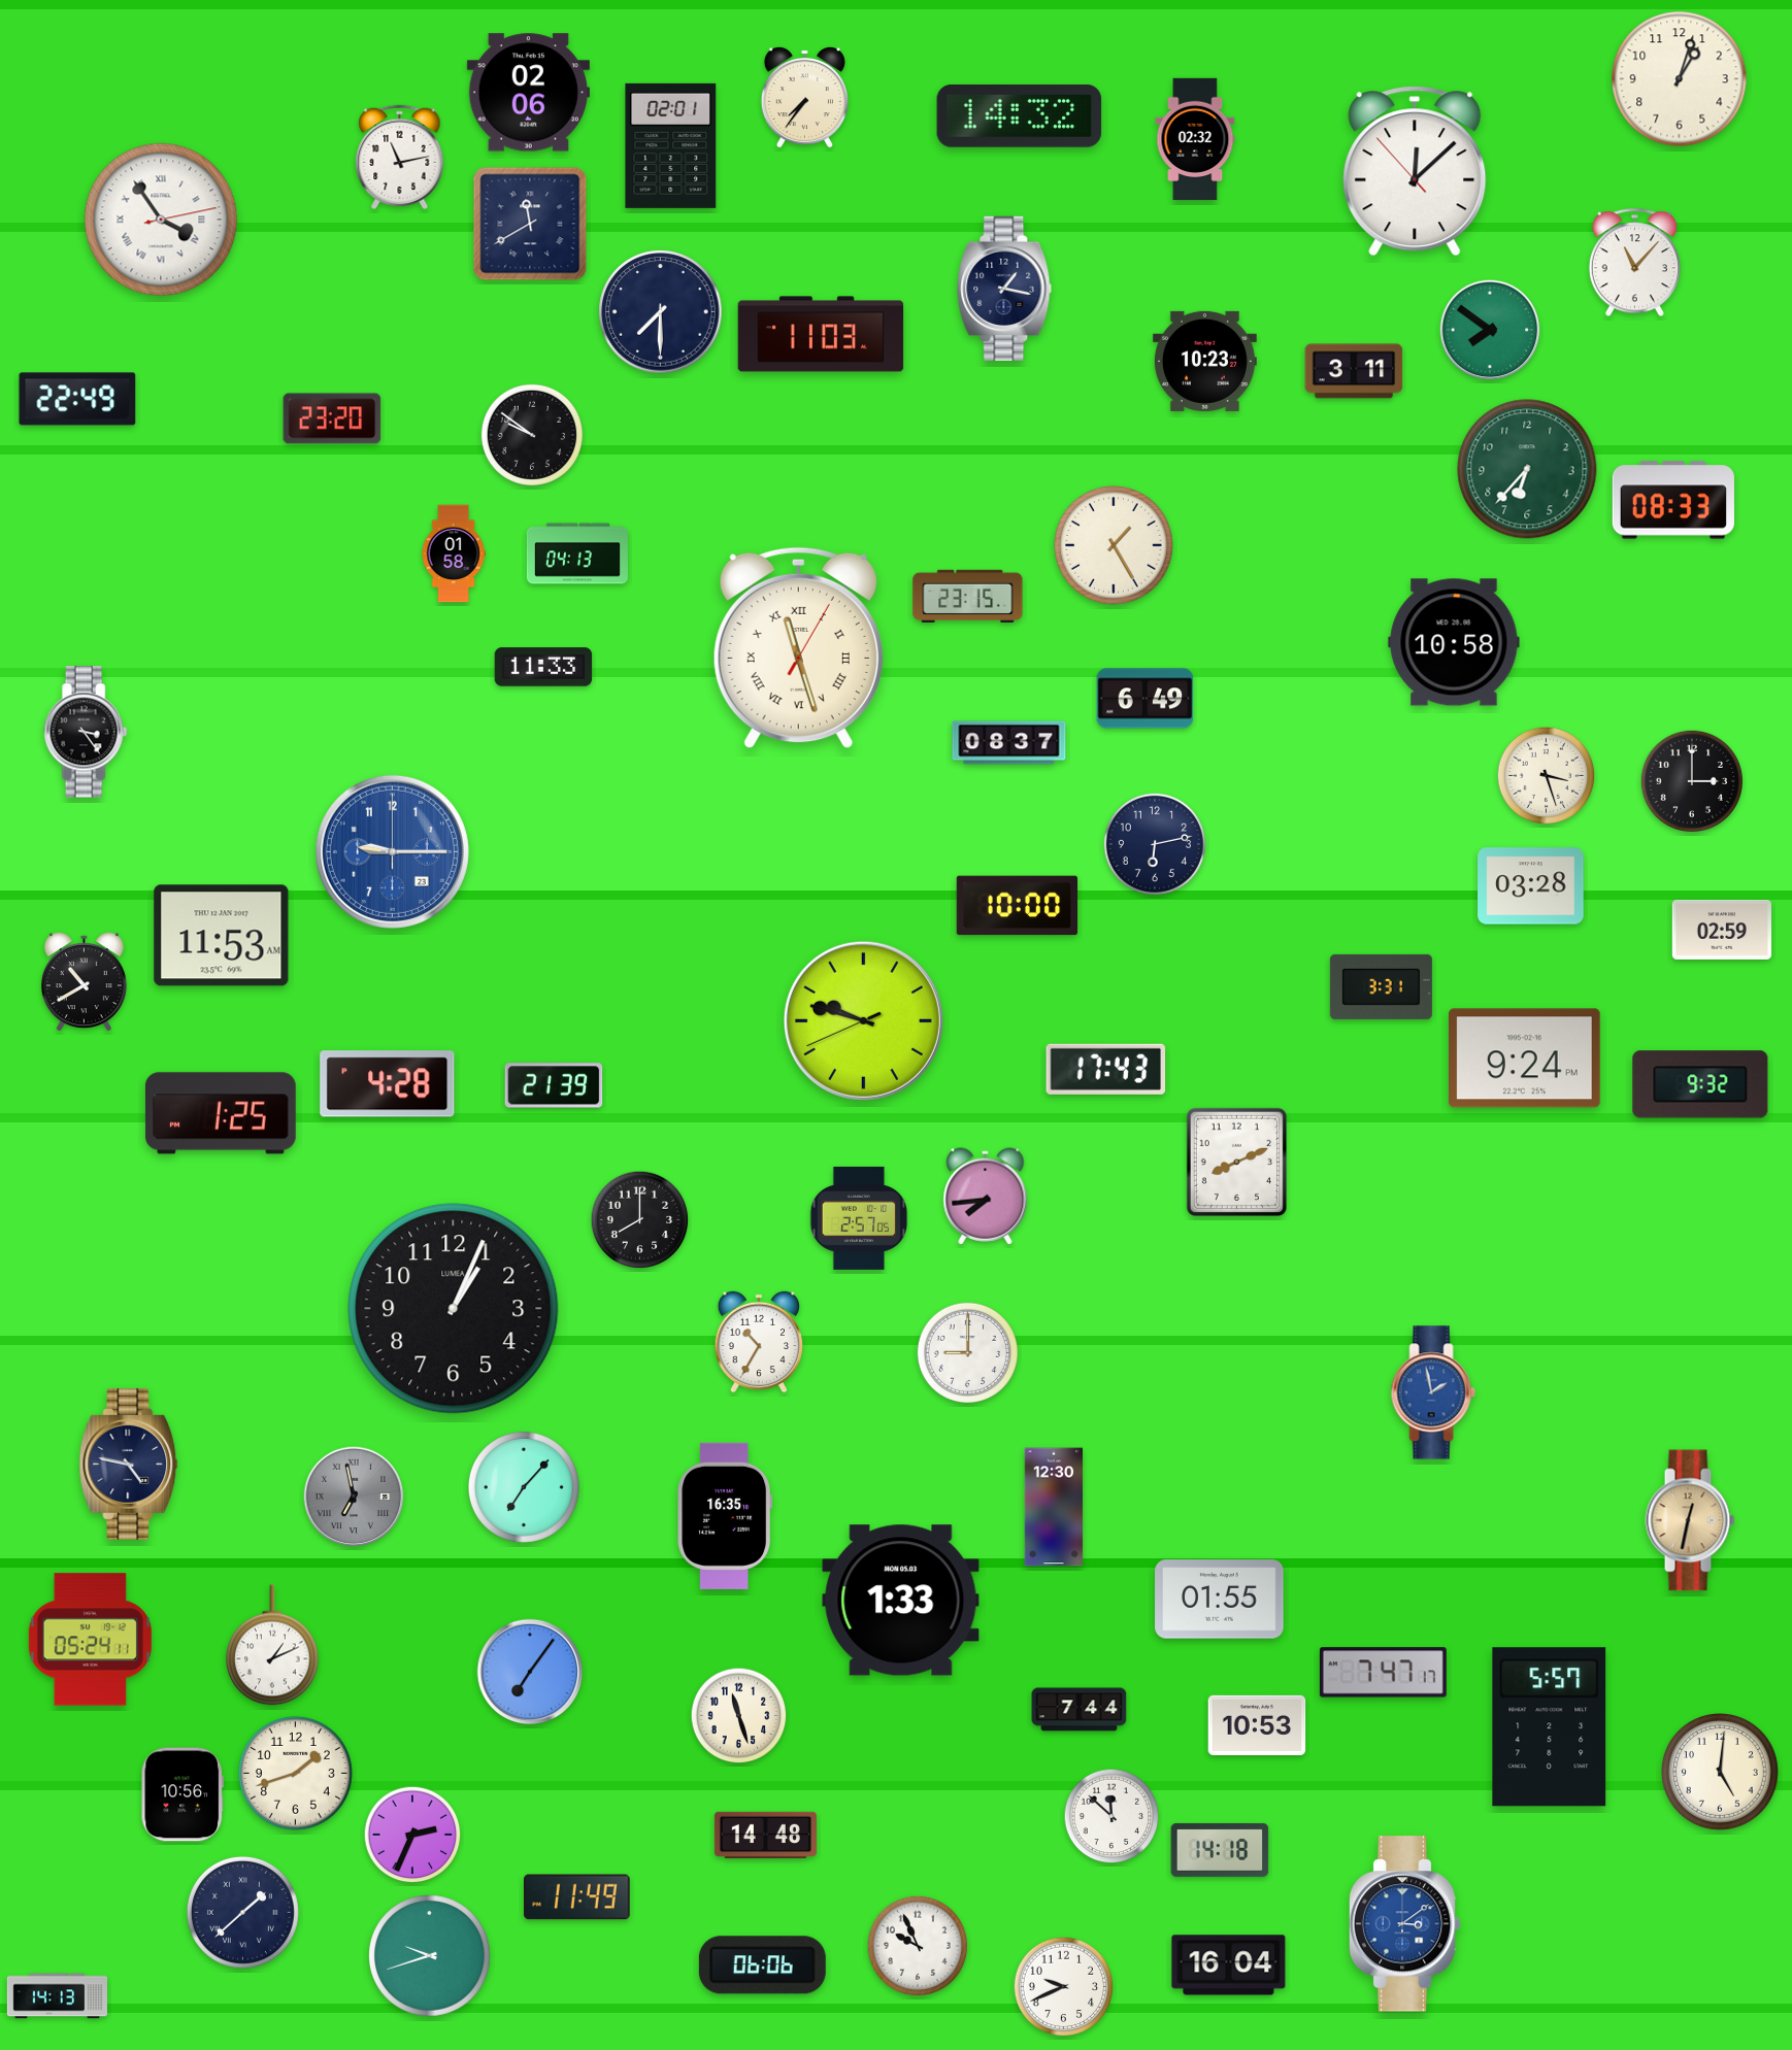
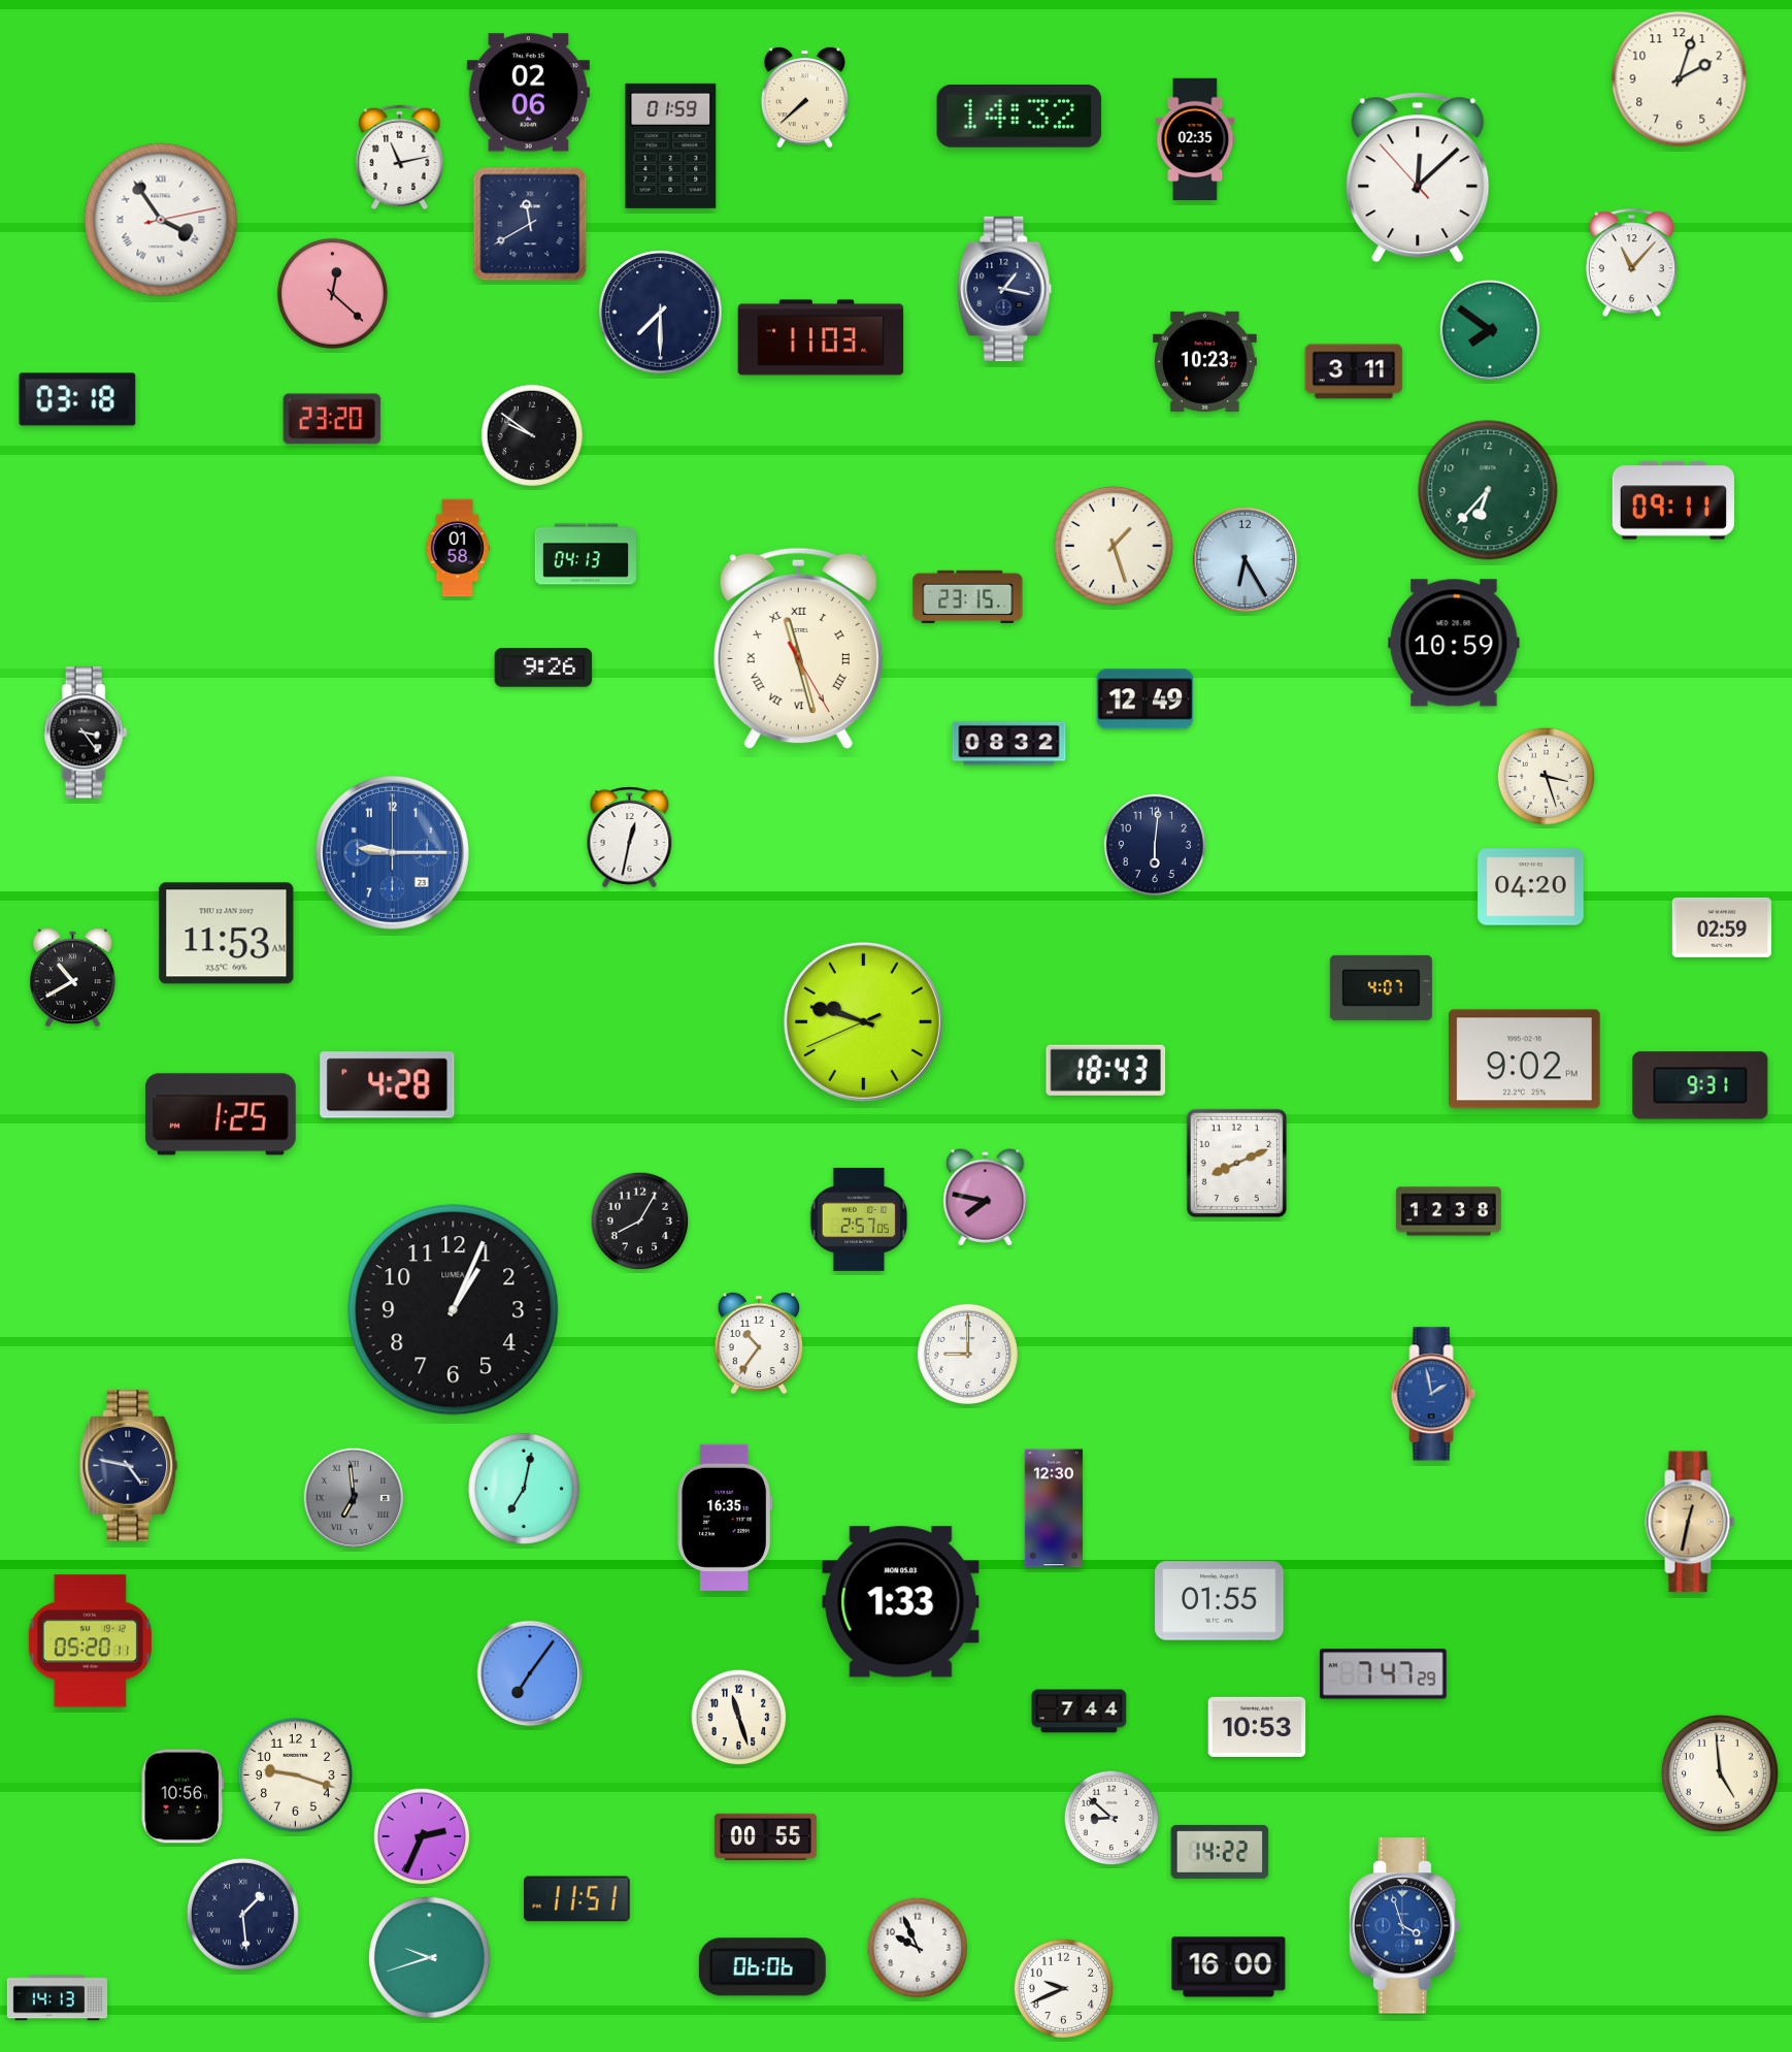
clock at (1680, 79): 1:03 -> 2:03
clock at (804, 97): 7:36 -> 7:38
clock at (1195, 139): 02:32 -> 02:35
clock at (671, 145): 02:01 -> 01:59
clock at (1415, 171) position: (1415, 171) -> (1418, 177)
clock at (1634, 263) position: (1634, 263) -> (1631, 263)
clock at (332, 293): none -> 12:22
clock at (821, 334) position: (821, 334) -> (821, 337)
clock at (77, 399): 22:49 -> 03:18
clock at (1527, 469) position: (1527, 469) -> (1488, 490)
clock at (1673, 500): 08:33 -> 09:11
clock at (1114, 545): 1:25 -> 1:27
clock at (454, 553) position: (454, 553) -> (458, 548)
clock at (577, 553) position: (577, 553) -> (586, 554)
clock at (1246, 560): none -> 6:25
clock at (1454, 642): 10:58 -> 10:59
clock at (798, 648): 11:27:05 -> 11:27:25
clock at (543, 667): 11:33 -> 9:26
clock at (1146, 699): 6:49 -> 12:49
clock at (1009, 743): 08:37 -> 08:32
clock at (1691, 780): 3:00 -> none
clock at (630, 838): none -> 12:32
clock at (1154, 843): 6:13 -> 6:01
clock at (1531, 886): 03:28 -> 04:20
clock at (1018, 906): 10:00 -> none
clock at (1722, 930) position: (1722, 930) -> (1722, 927)
clock at (222, 936) position: (222, 936) -> (227, 934)
clock at (84, 982) position: (84, 982) -> (72, 978)
clock at (1381, 986): 3:31 -> 4:07
clock at (1525, 1058): 9:24 -> 9:02
clock at (1106, 1069): 17:43 -> 18:43
clock at (1700, 1084): 9:32 -> 9:31
clock at (554, 1085): 21:39 -> none
clock at (986, 1197): 7:44 -> 7:47
clock at (1449, 1211): none -> 12:38
clock at (640, 1220): 8:00 -> 8:05
clock at (759, 1342): 10:35 -> 10:36
clock at (524, 1487): 7:07 -> 7:02
clock at (354, 1497): 6:58 -> 6:59
clock at (90, 1640): 05:24 -> 05:20
clock at (273, 1645): 1:11 -> none
clock at (1383, 1673): 7:47:17 -> 7:47:29
clock at (1550, 1727): 5:57 -> none
clock at (295, 1773): 1:42 -> 9:18
clock at (1721, 1773): 5:01 -> 4:59
clock at (1111, 1816): 11:52 -> 8:52
clock at (412, 1835) position: (412, 1835) -> (422, 1836)
clock at (765, 1835): 14:48 -> 00:55
clock at (1220, 1850): 14:18 -> 14:22
clock at (577, 1897): 11:49 -> 11:51
clock at (242, 1912): 1:38 -> 1:29
clock at (1404, 1924): 3:09 -> 3:57
clock at (1229, 1965): 16:04 -> 16:00
